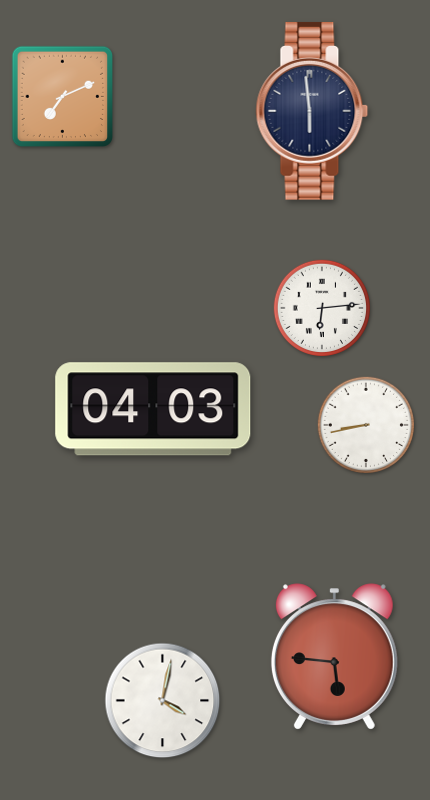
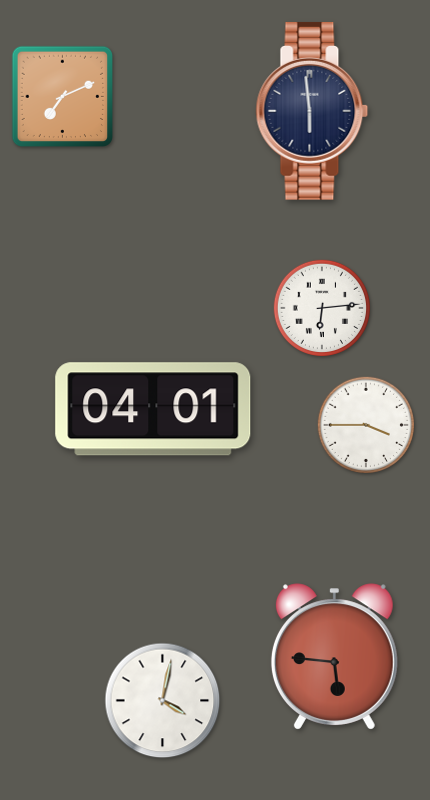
clock at (153, 409): 04:03 -> 04:01
clock at (365, 424): 8:43 -> 3:45
